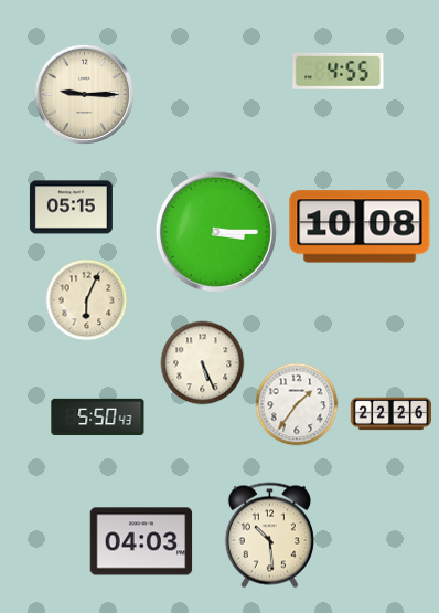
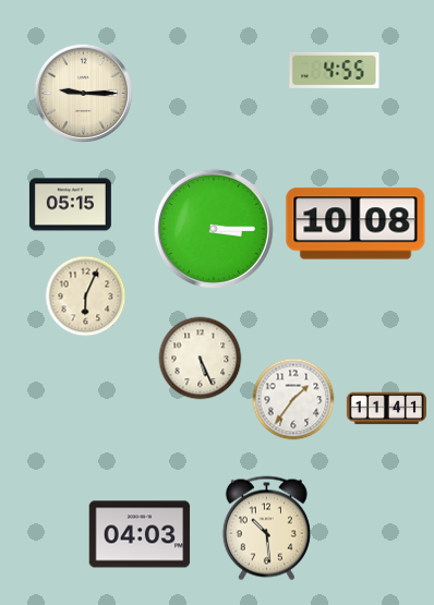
clock at (390, 414): 22:26 -> 11:41
clock at (98, 418): 5:50 -> none
